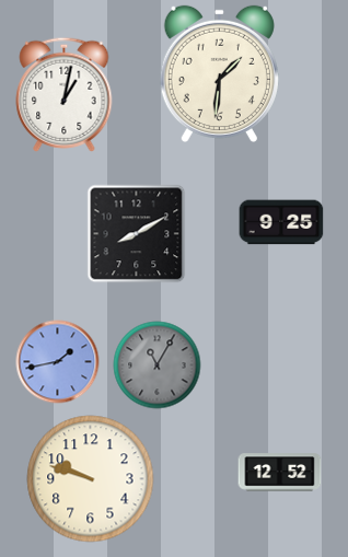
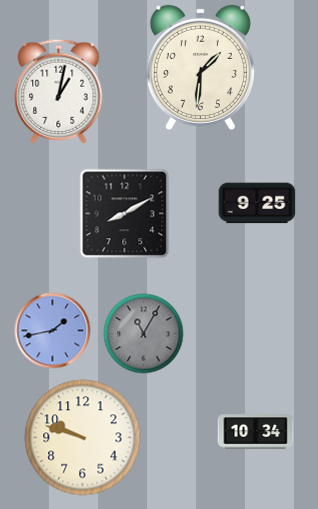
clock at (65, 94) position: (65, 94) -> (59, 91)
clock at (280, 473): 12:52 -> 10:34
